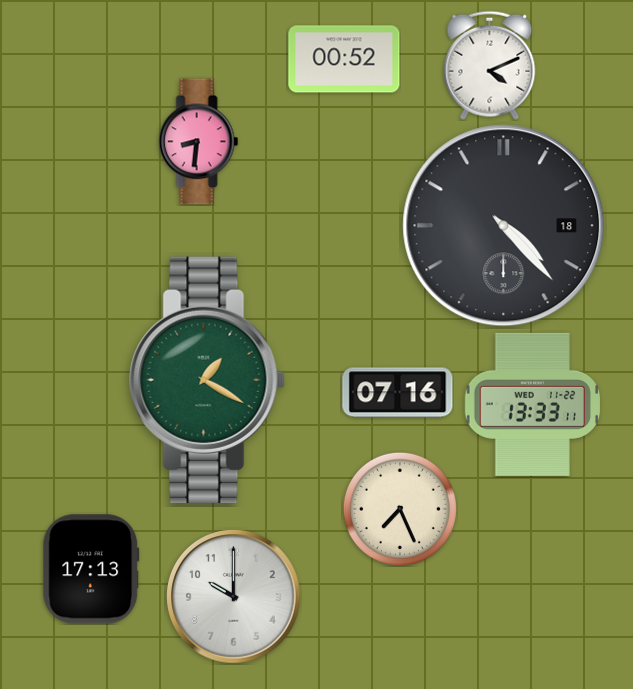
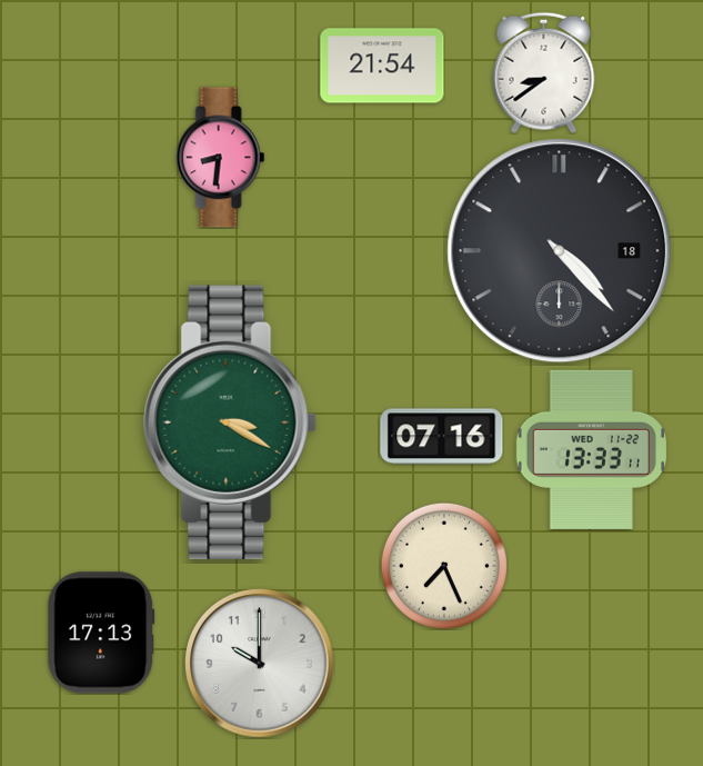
clock at (344, 59): 00:52 -> 21:54
clock at (490, 65): 4:11 -> 8:39
clock at (207, 380): 1:20 -> 3:20
